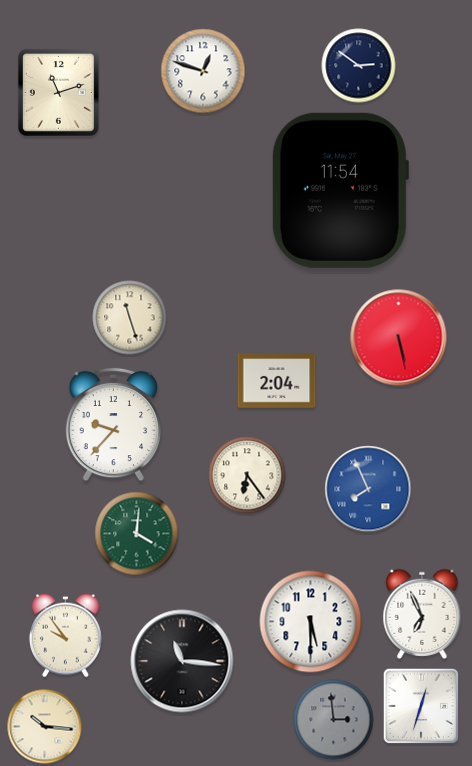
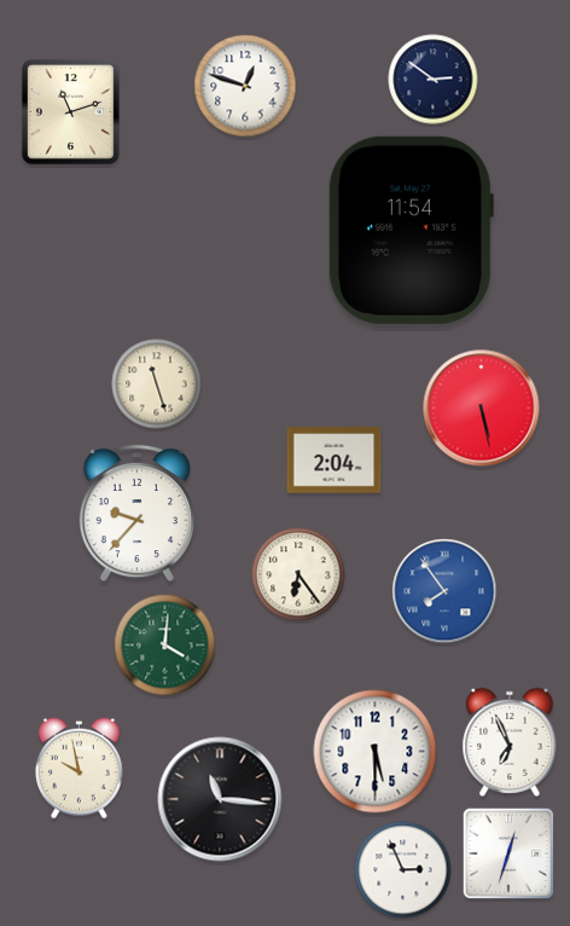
clock at (368, 489): 7:56 -> 7:54
clock at (65, 636): 9:54 -> 9:58
clock at (334, 720): 2:59 -> 2:56
clock at (334, 720) dial: grey -> white
clock at (45, 727): 10:16 -> none
